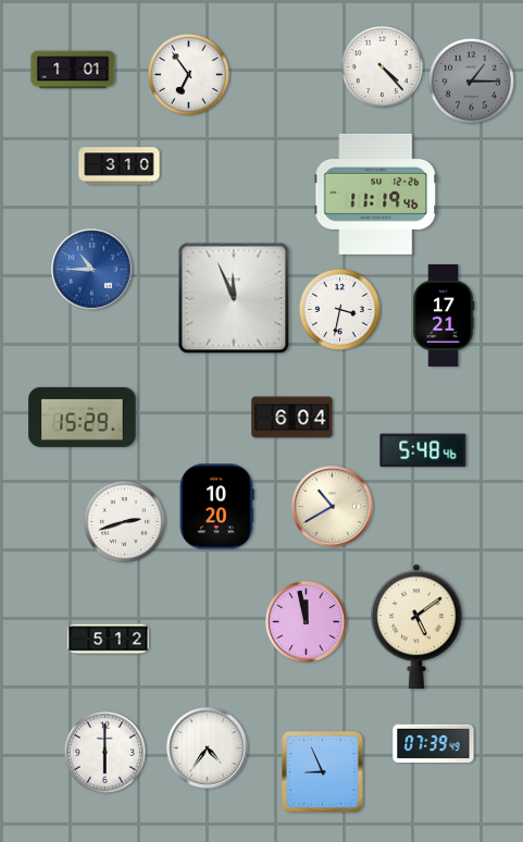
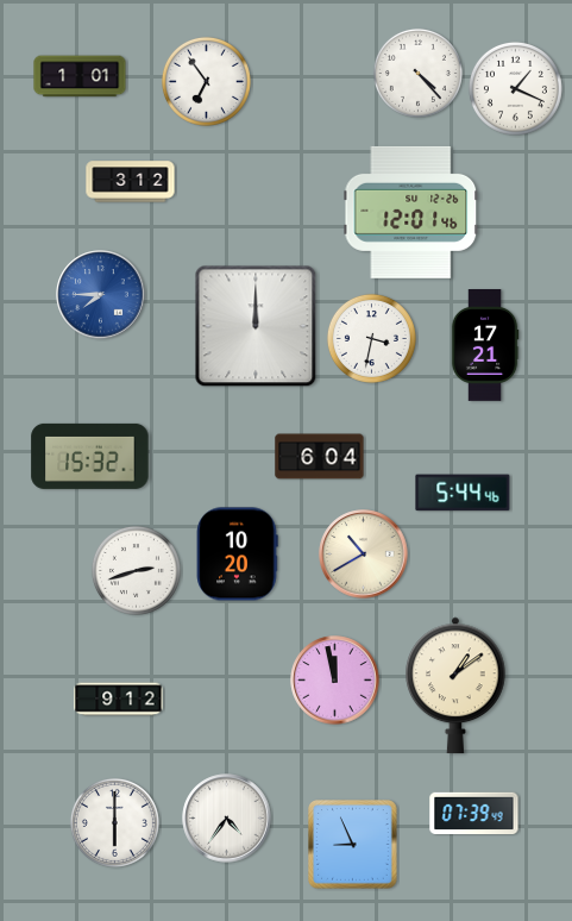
clock at (471, 81): 1:15 -> 1:19
clock at (471, 81) dial: grey -> white
clock at (120, 166): 3:10 -> 3:12
clock at (376, 194): 11:19 -> 12:01
clock at (92, 270): 10:45 -> 7:45
clock at (234, 298): 11:56 -> 12:00
clock at (83, 417): 15:29 -> 15:32
clock at (423, 450): 5:48 -> 5:44
clock at (418, 627): 5:09 -> 1:09
clock at (109, 640): 5:12 -> 9:12
